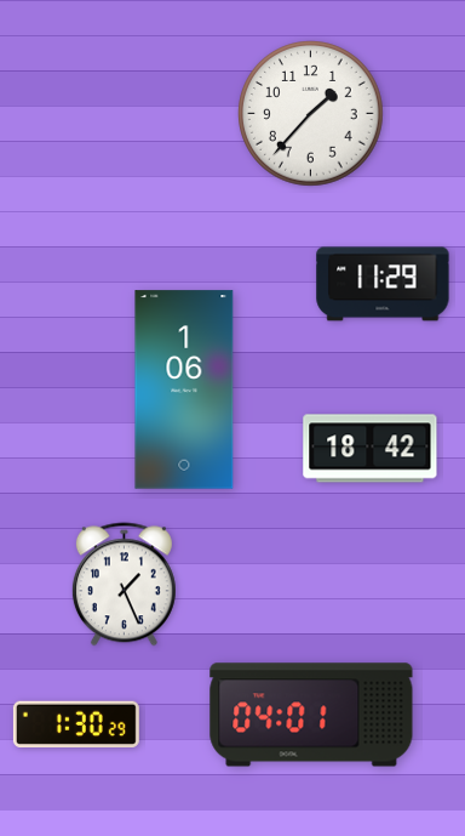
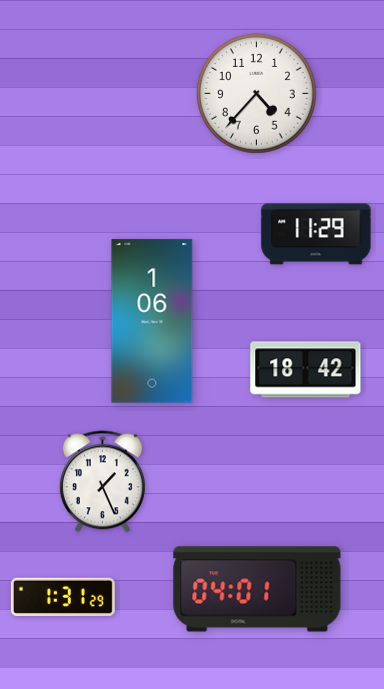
clock at (311, 114): 1:37 -> 4:37
clock at (76, 723): 1:30 -> 1:31
